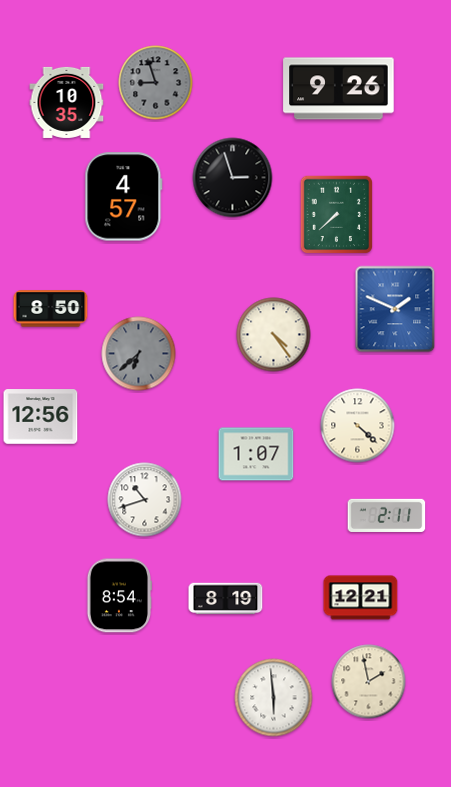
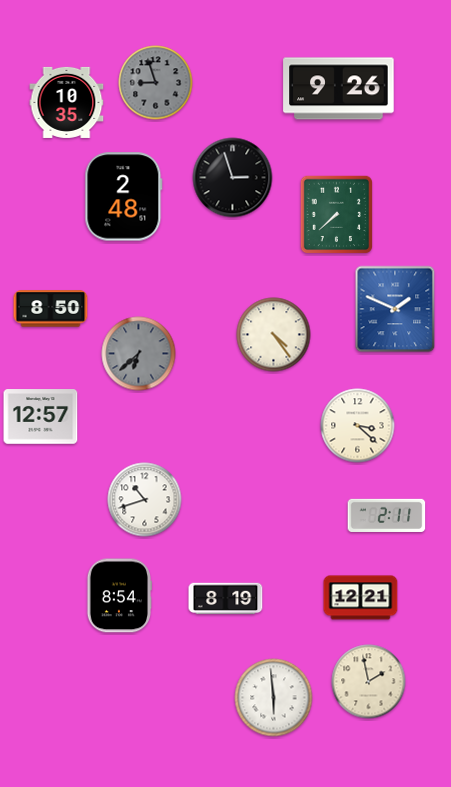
clock at (124, 197): 4:57 -> 2:48
clock at (41, 417): 12:56 -> 12:57
clock at (358, 426): 4:22 -> 3:22
clock at (256, 454): 1:07 -> none
